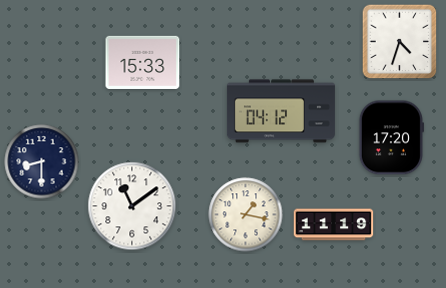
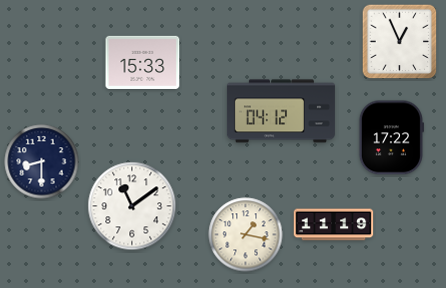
clock at (400, 42): 4:33 -> 12:56
clock at (391, 138): 17:20 -> 17:22
clock at (246, 215) position: (246, 215) -> (246, 235)
